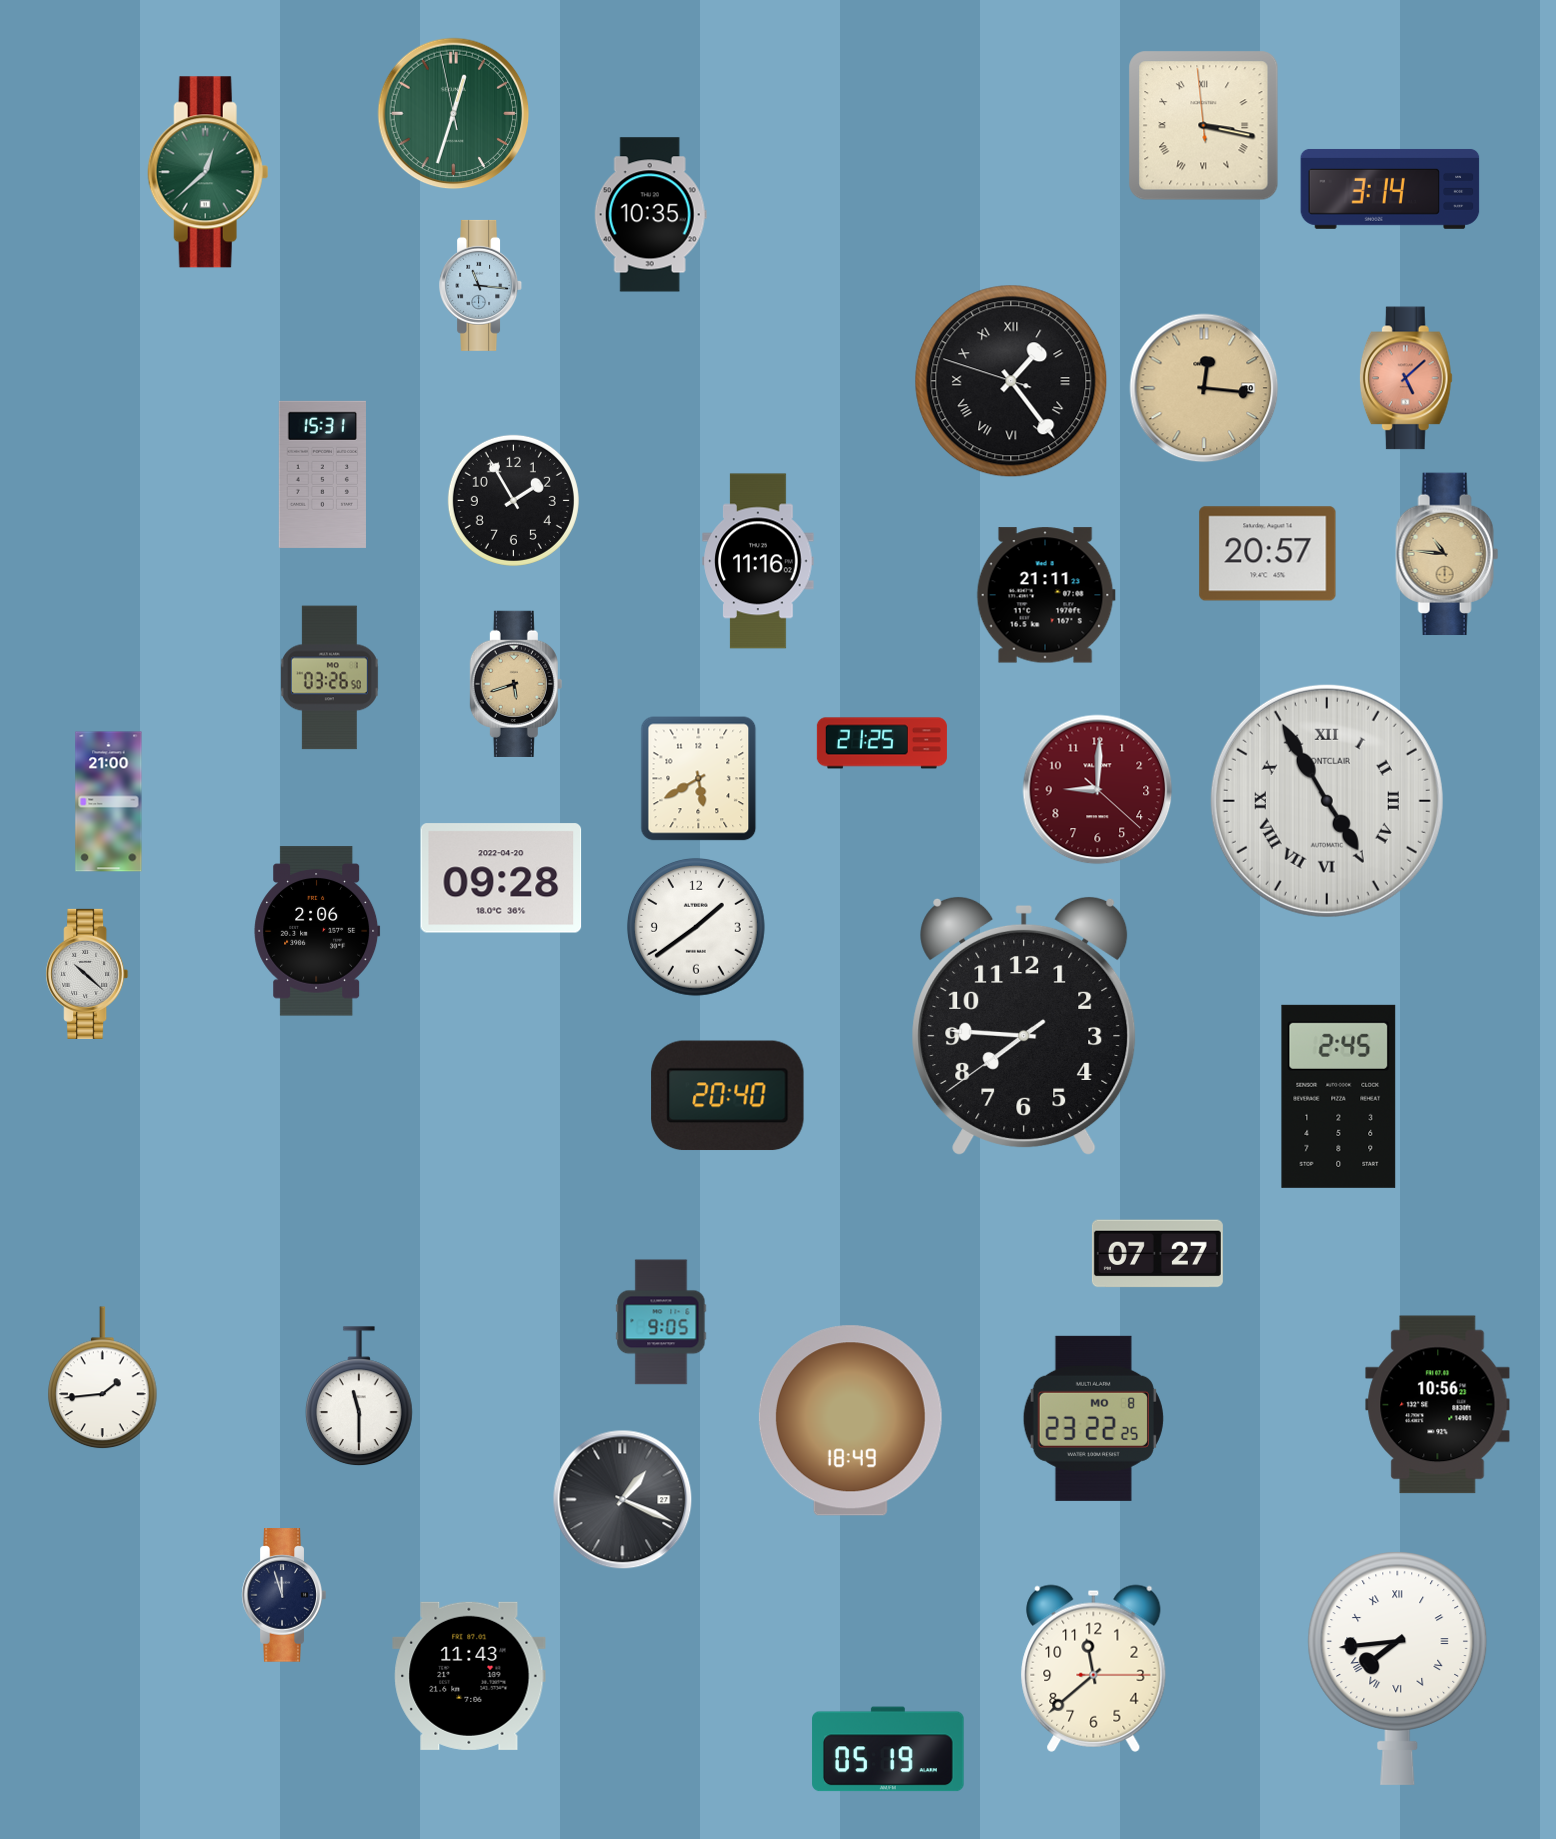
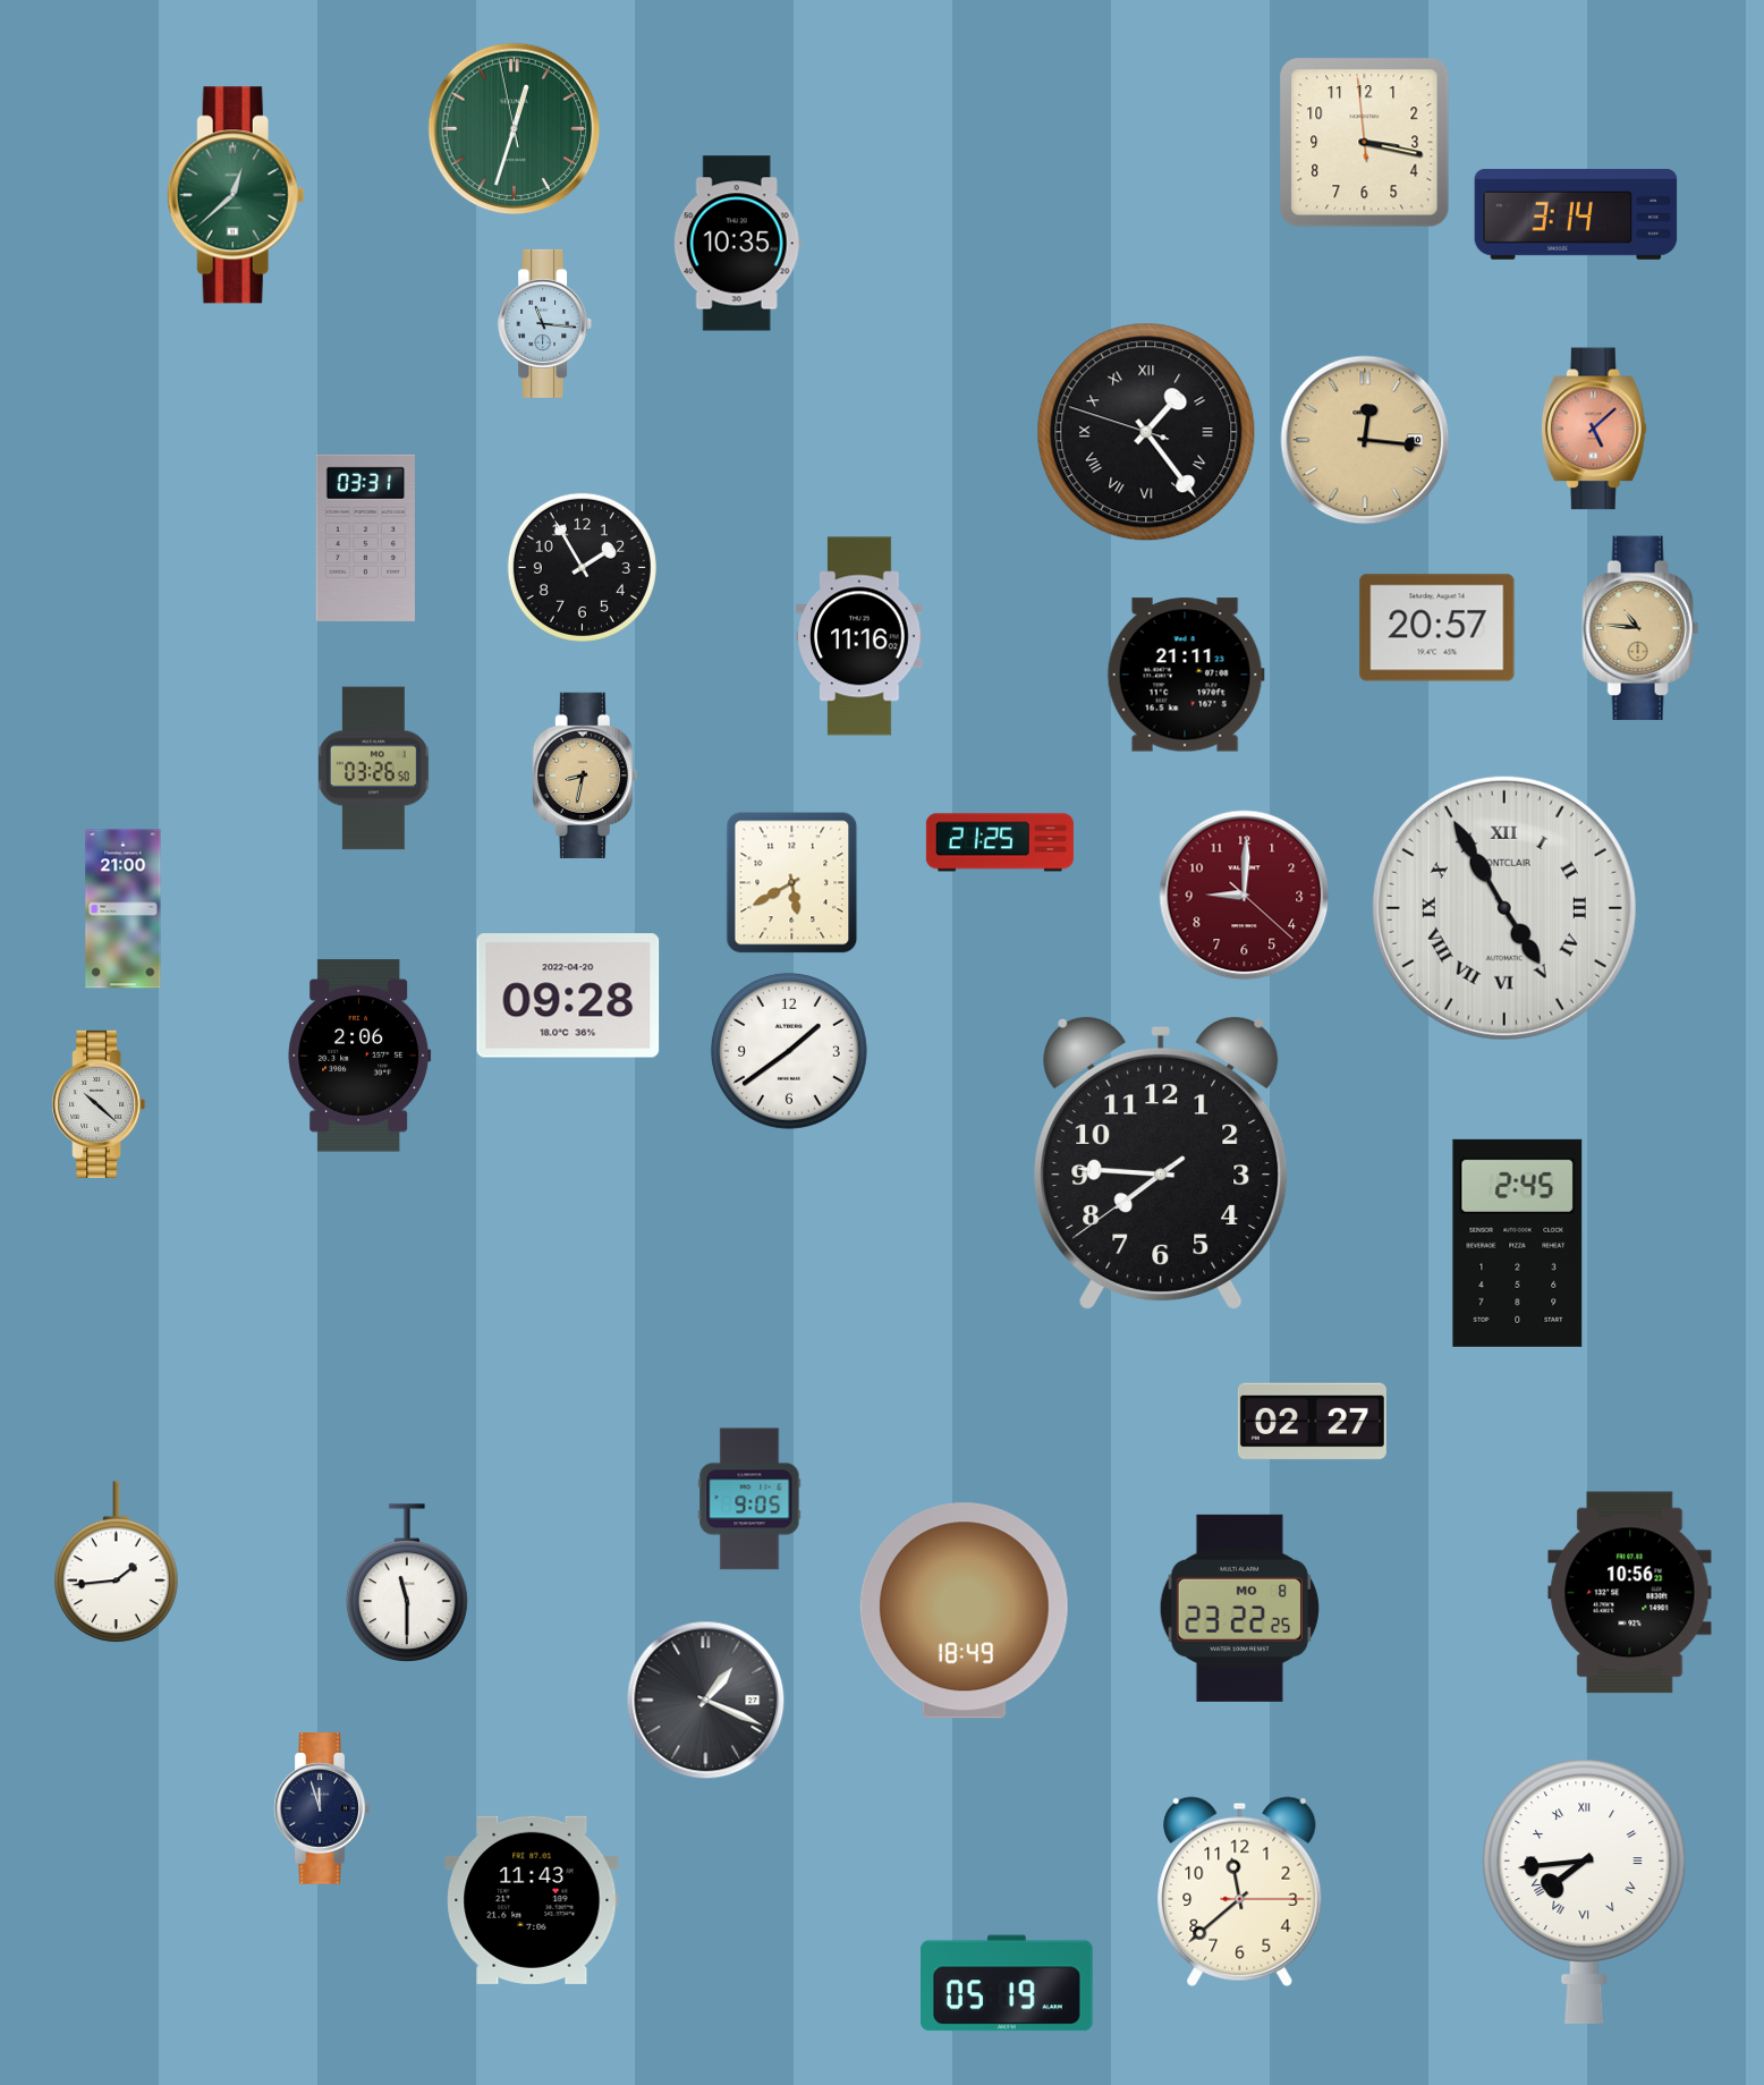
clock at (1204, 126) numerals: Roman -> Arabic
clock at (322, 474): 15:31 -> 03:31
clock at (516, 684): 5:42 -> 8:32
clock at (728, 1096): 20:40 -> none
clock at (1157, 1254): 07:27 -> 02:27
